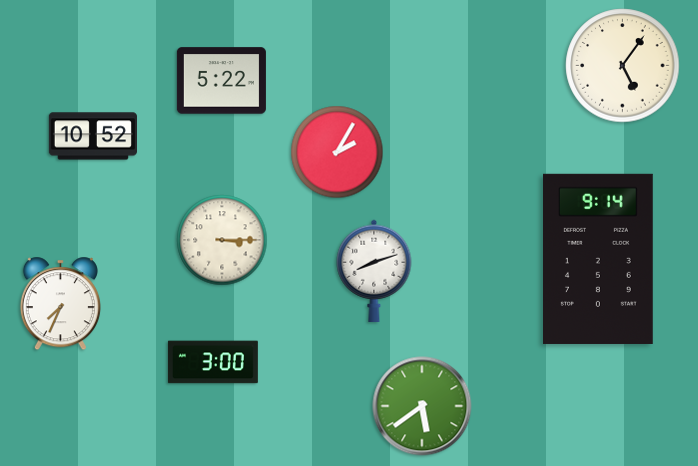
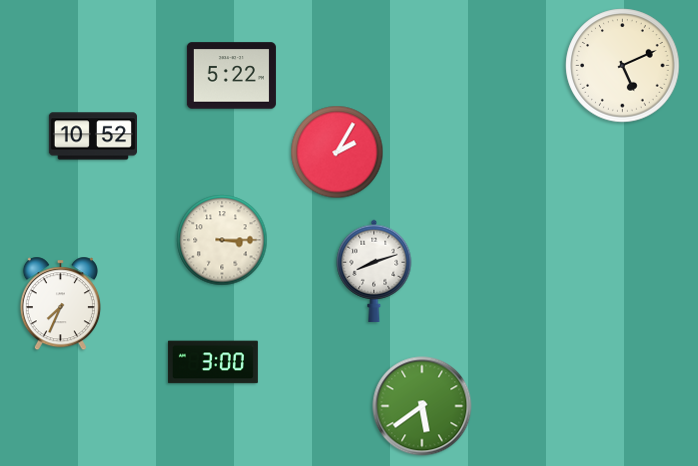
clock at (623, 66): 5:06 -> 5:11
clock at (221, 81) position: (221, 81) -> (231, 76)
clock at (599, 259): 9:14 -> none
